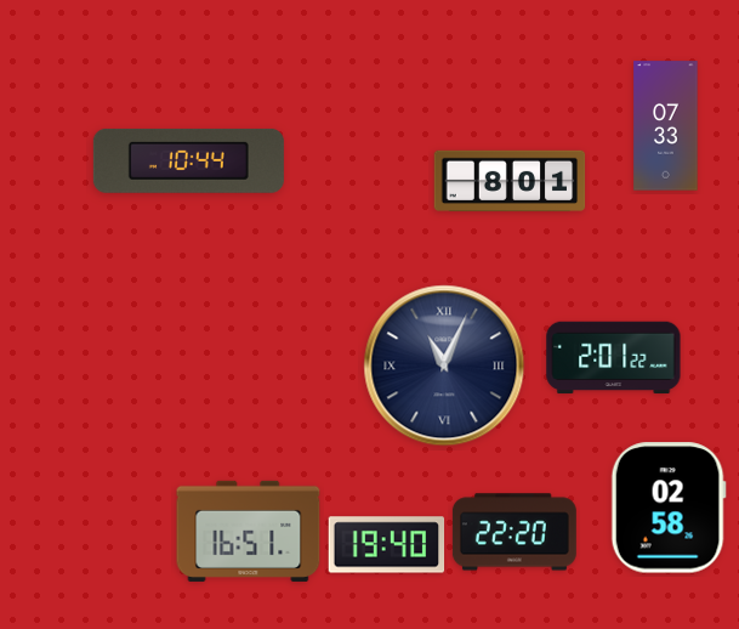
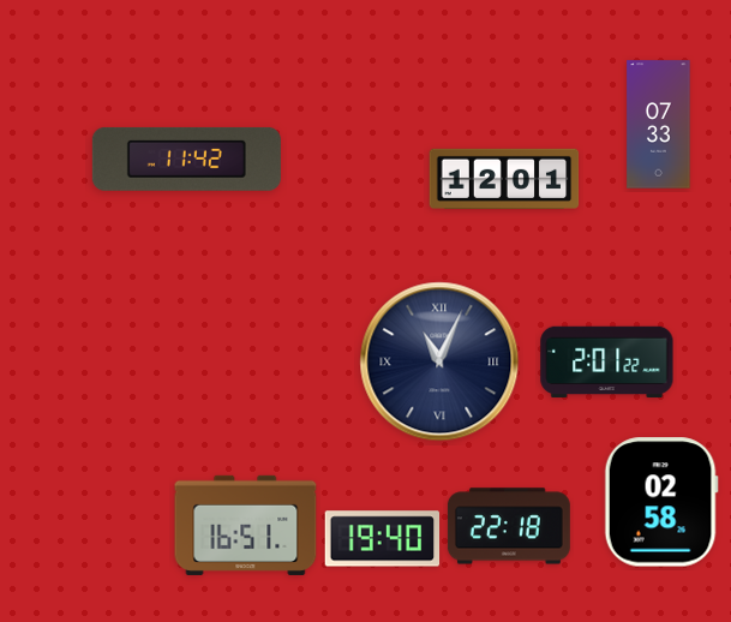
clock at (188, 160): 10:44 -> 11:42
clock at (510, 181): 8:01 -> 12:01
clock at (614, 358) position: (614, 358) -> (607, 363)
clock at (515, 532): 22:20 -> 22:18
